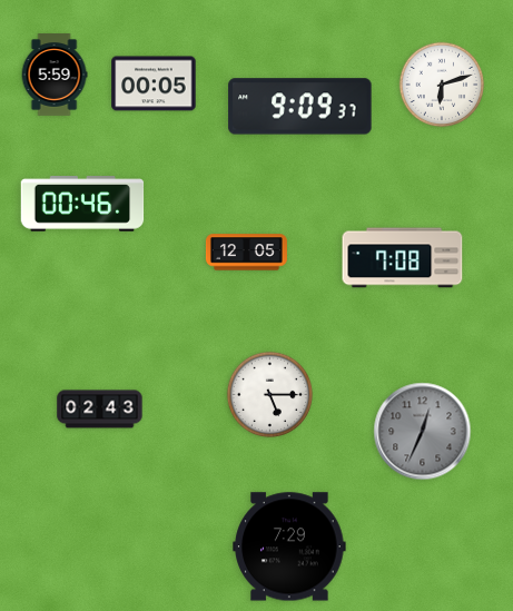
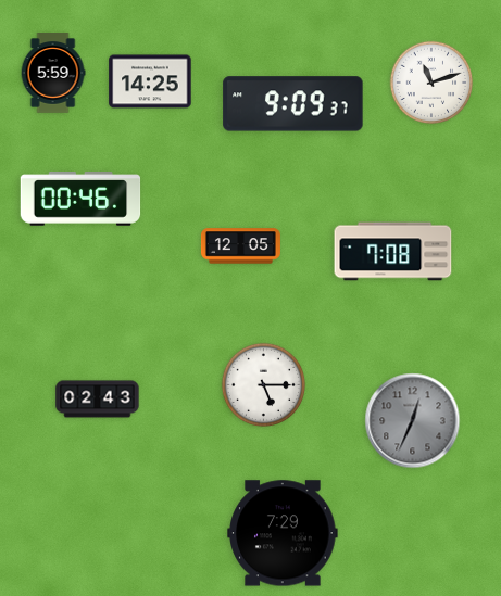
clock at (154, 83): 00:05 -> 14:25
clock at (442, 85): 6:12 -> 11:12
